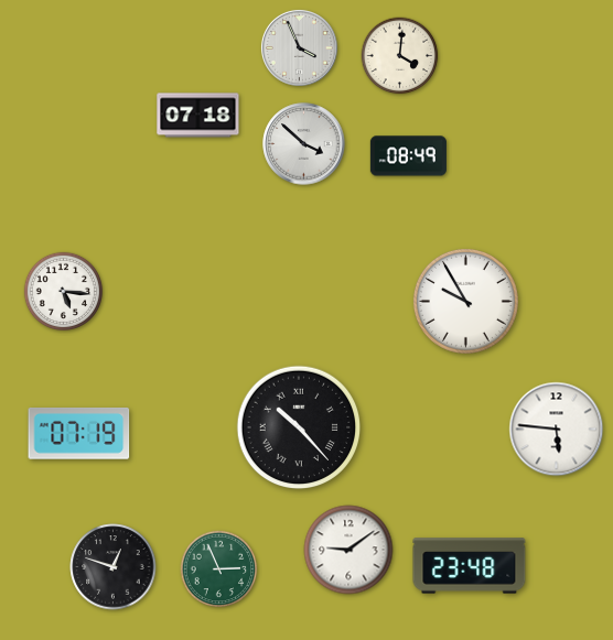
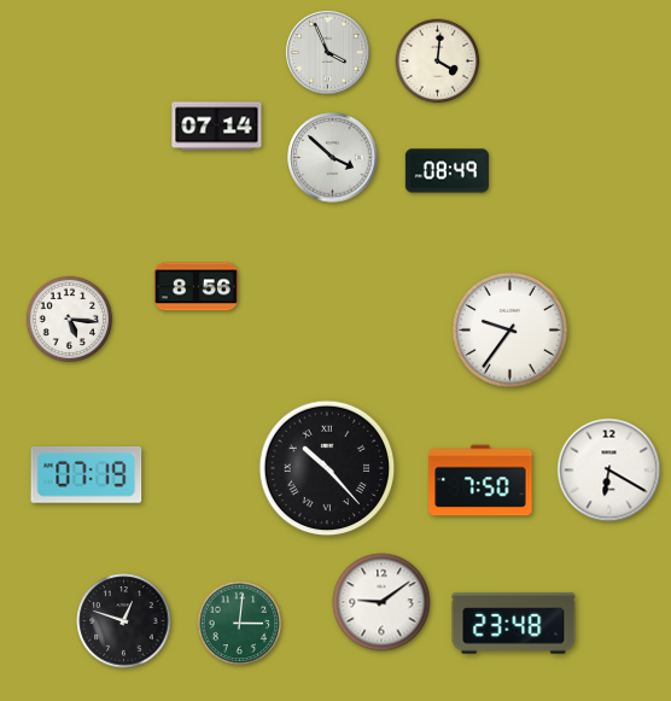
clock at (198, 116): 07:18 -> 07:14
clock at (196, 287): none -> 8:56
clock at (465, 301): 9:55 -> 9:36
clock at (557, 430): 5:46 -> 6:20
clock at (480, 480): none -> 7:50
clock at (470, 566) position: (470, 566) -> (514, 624)
clock at (219, 570): 2:56 -> 3:01
